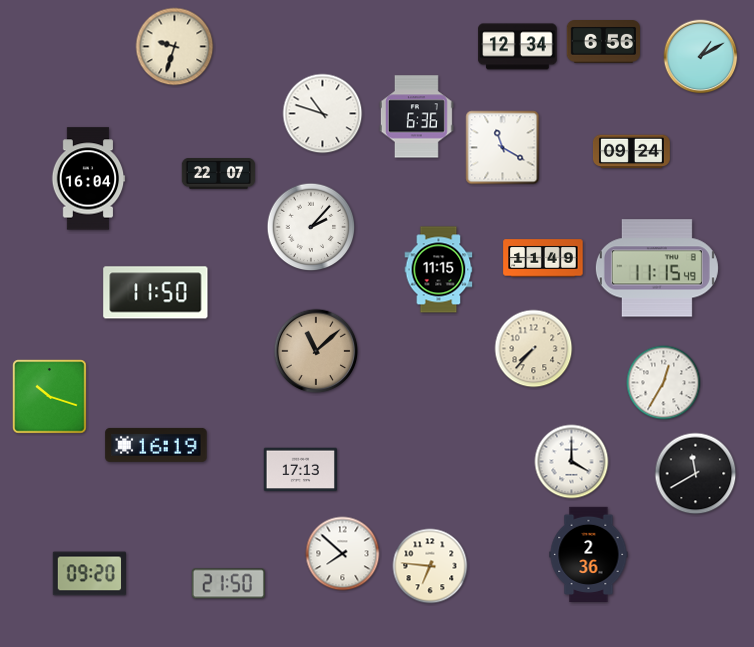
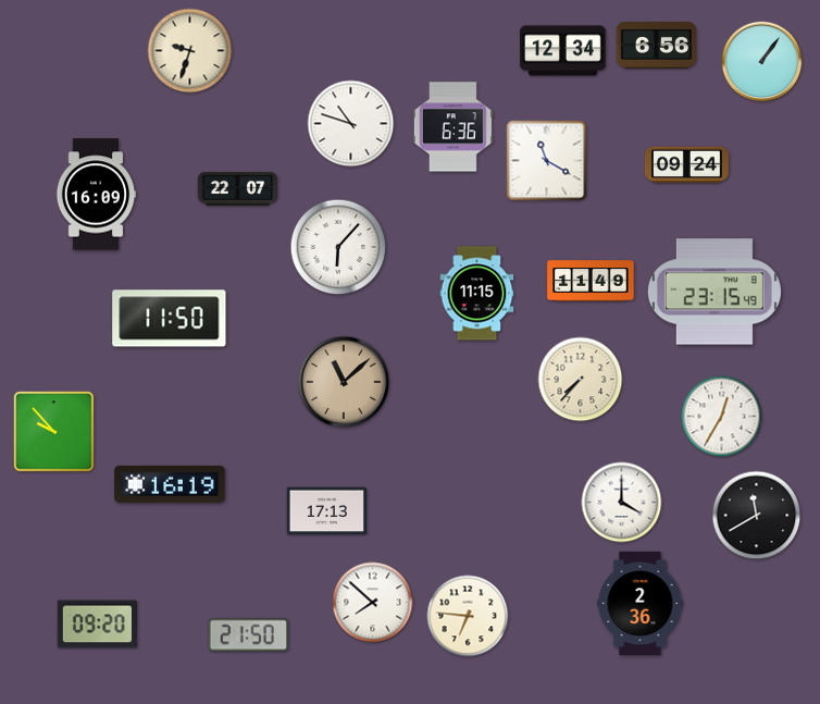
clock at (701, 57): 1:10 -> 1:06
clock at (88, 179): 16:04 -> 16:09
clock at (311, 227): 2:07 -> 6:07
clock at (657, 268): 11:15 -> 23:15
clock at (50, 397): 10:18 -> 9:53
